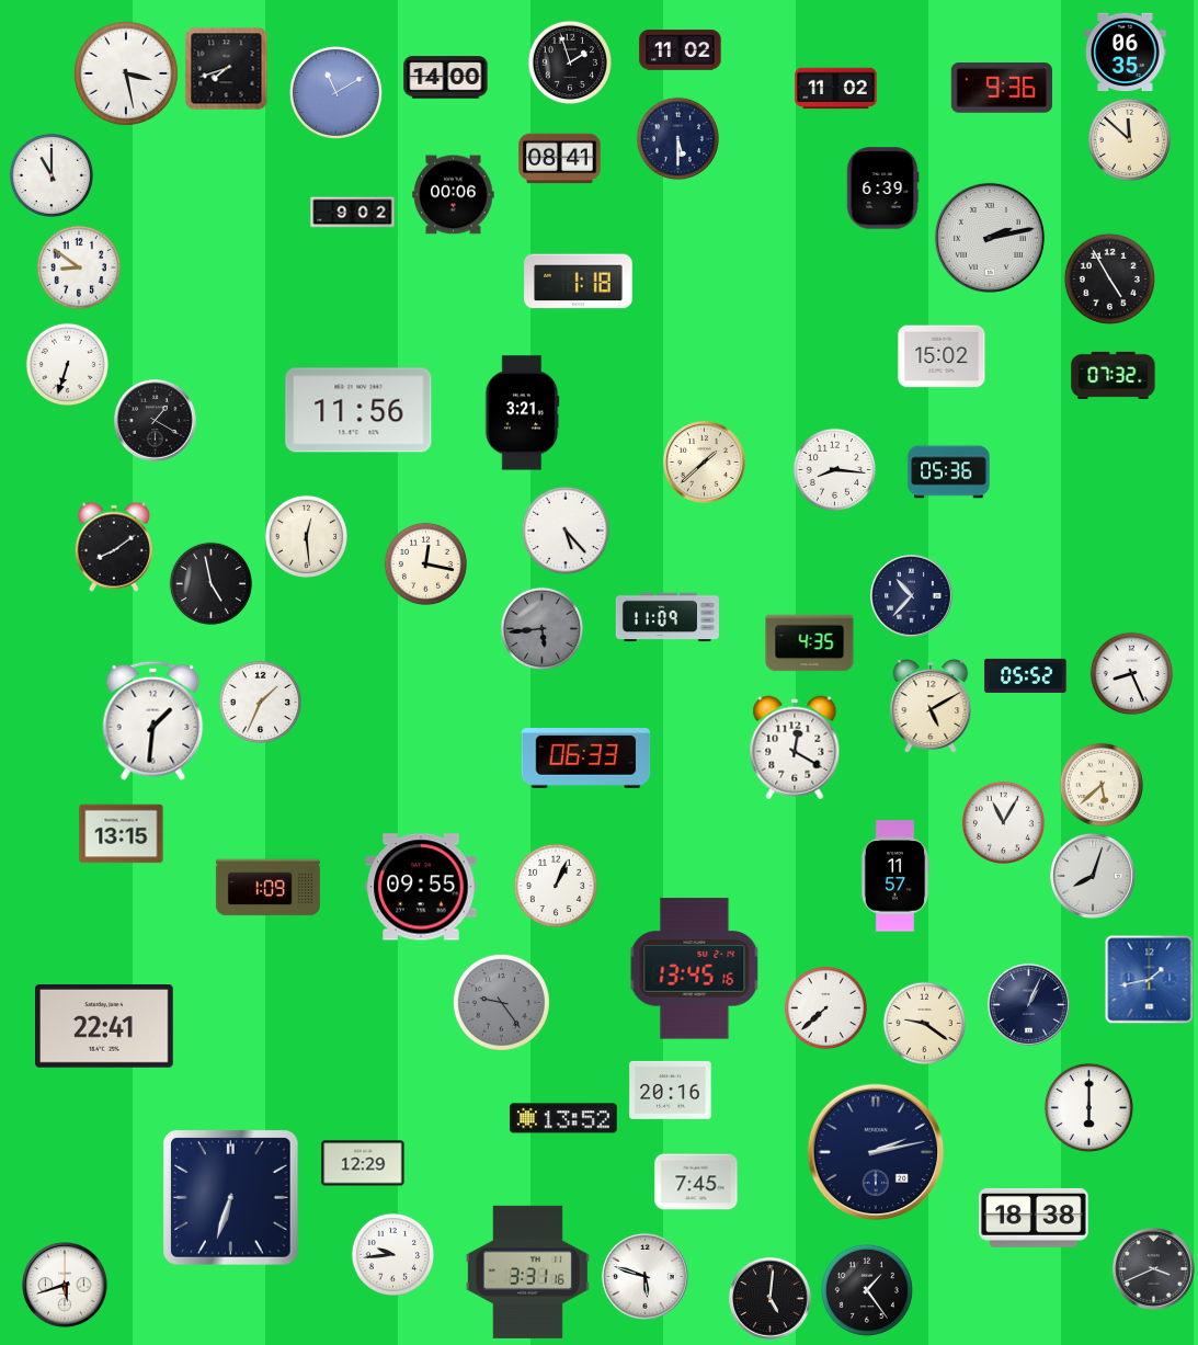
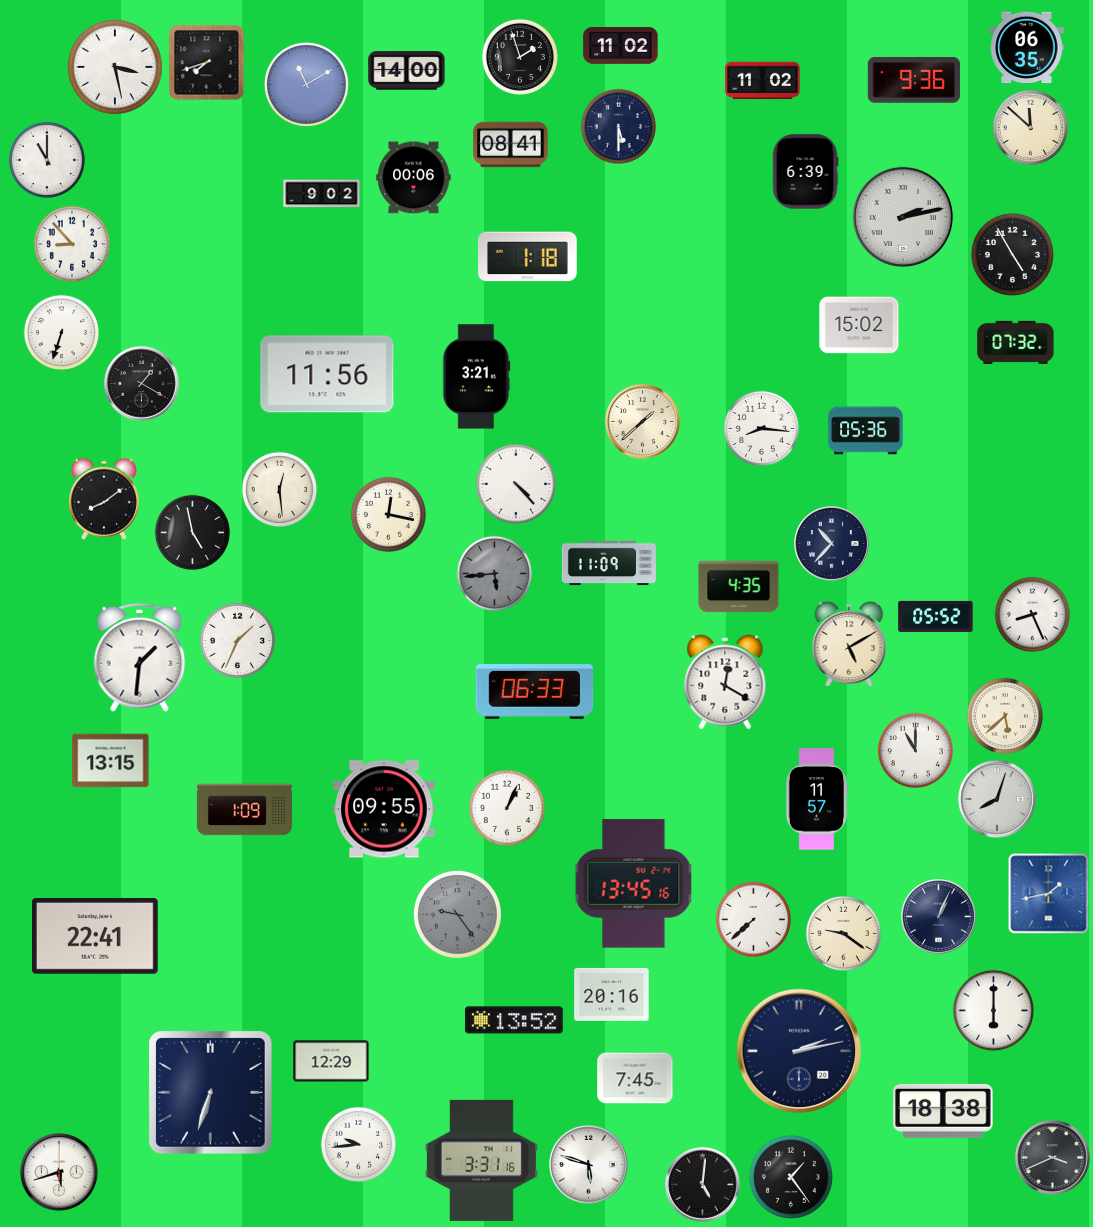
clock at (78, 266): 8:51 -> 8:53
clock at (566, 531): 5:23 -> 4:23
clock at (1003, 822): 11:05 -> 11:00
